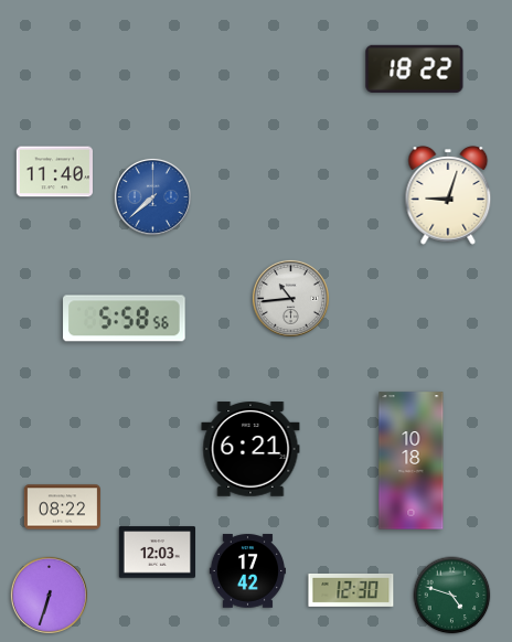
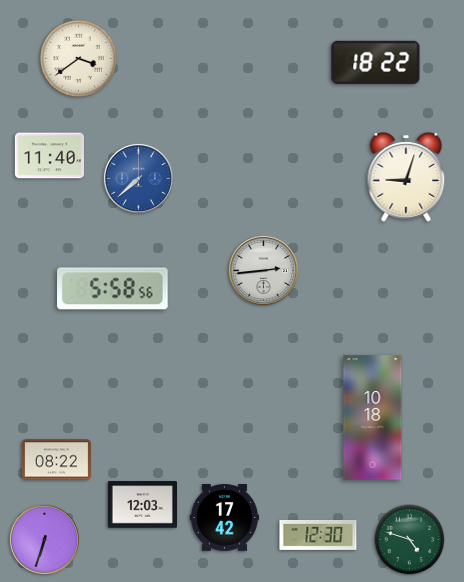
clock at (79, 59): none -> 3:39
clock at (290, 298): 10:44 -> 2:44
clock at (250, 449): 6:21 -> none
clock at (157, 553) position: (157, 553) -> (142, 505)
